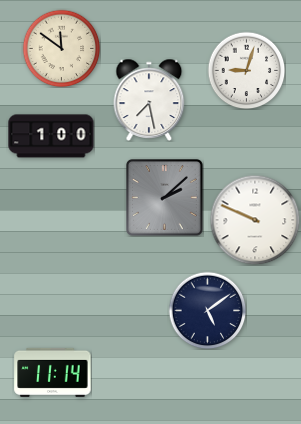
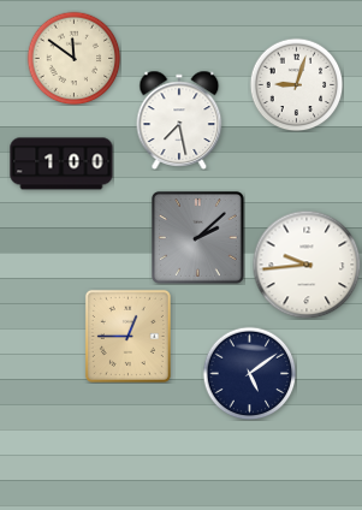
clock at (255, 220): 9:49 -> 9:44
clock at (127, 336): none -> 12:45
clock at (53, 372): 11:14 -> none
